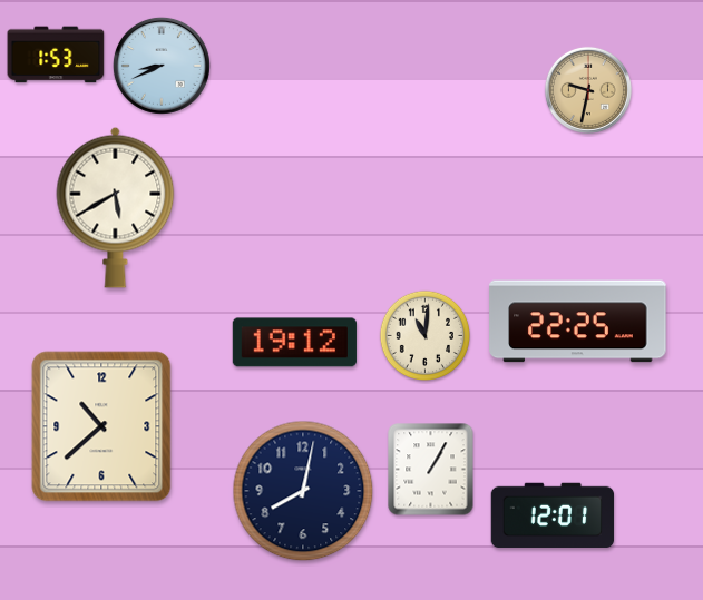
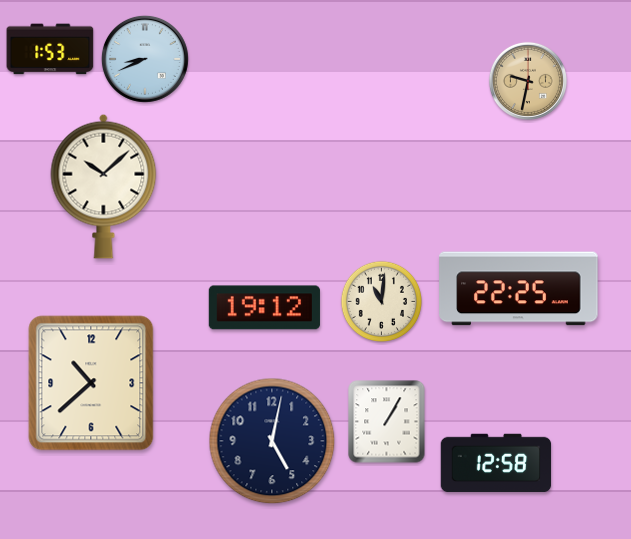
clock at (116, 207): 5:40 -> 10:08
clock at (303, 491): 8:02 -> 5:02
clock at (553, 515): 12:01 -> 12:58
